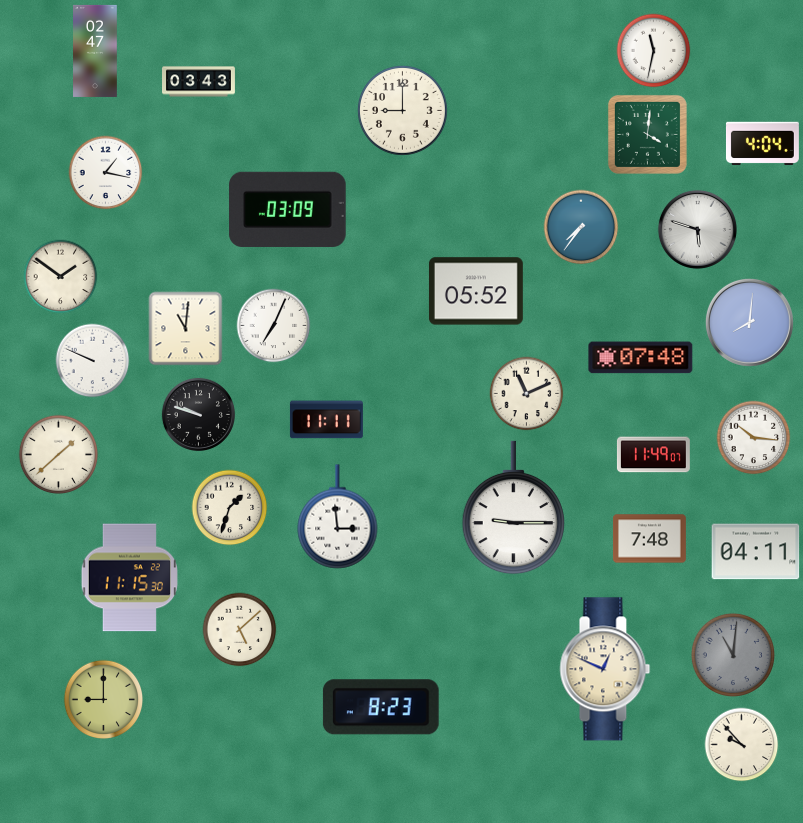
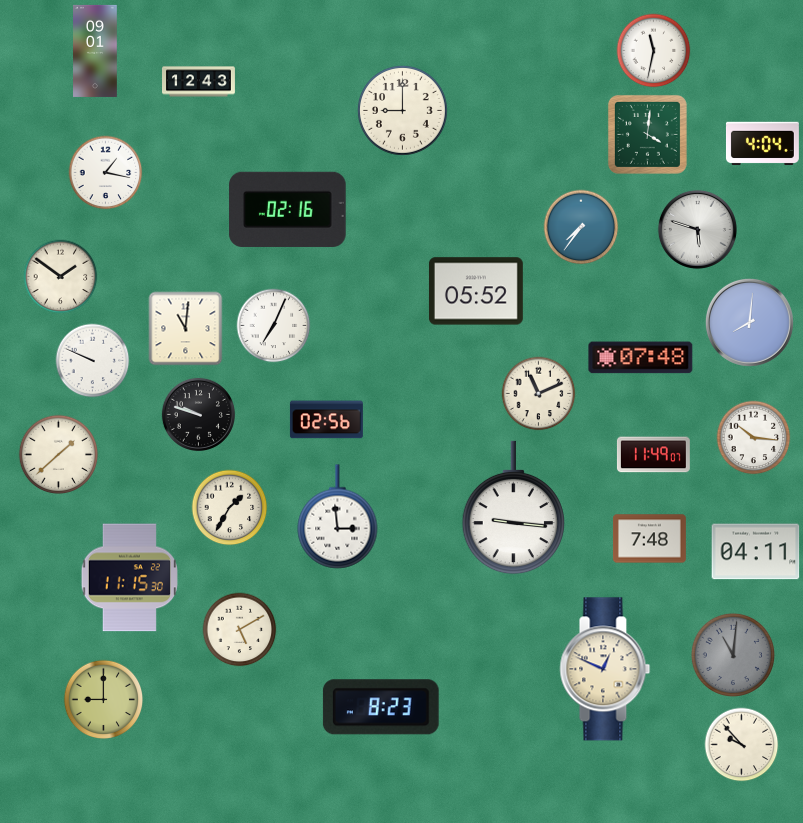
clock at (96, 51): 02:47 -> 09:01
clock at (199, 82): 03:43 -> 12:43
clock at (288, 209): 03:09 -> 02:16
clock at (527, 394) position: (527, 394) -> (539, 394)
clock at (326, 420): 11:11 -> 02:56
clock at (230, 508): 1:33 -> 1:35
clock at (513, 508): 9:15 -> 9:16
clock at (240, 630): 5:08 -> 5:10
